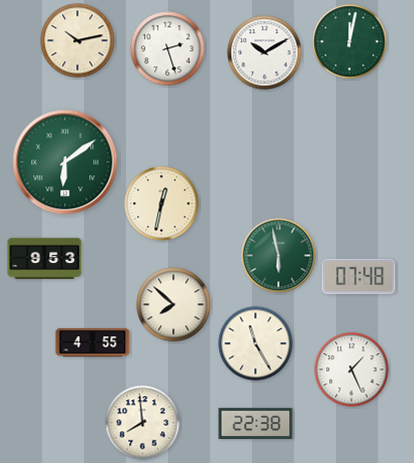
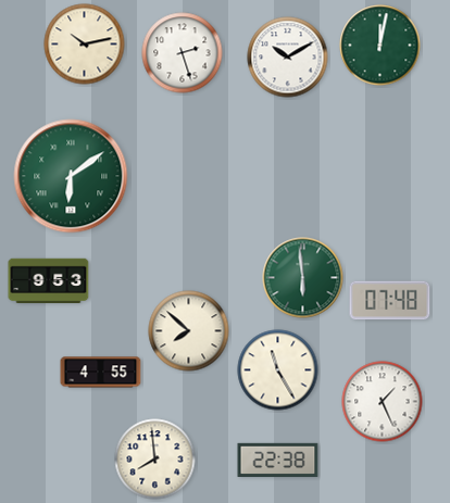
clock at (162, 204): 12:32 -> none
clock at (279, 256): 5:58 -> 5:59
clock at (256, 344) position: (256, 344) -> (278, 370)
